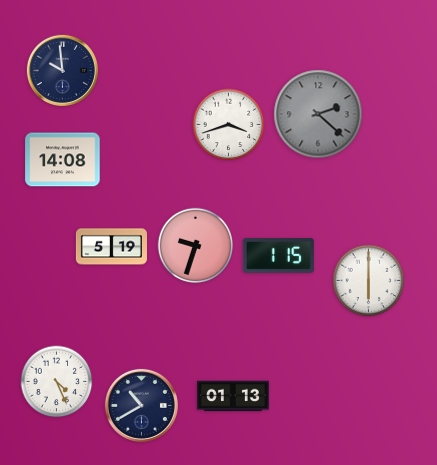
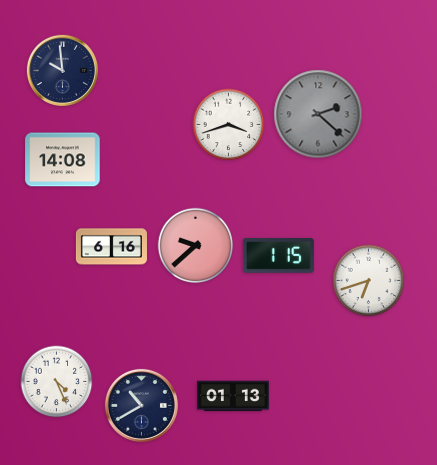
clock at (196, 246): 9:33 -> 9:38
clock at (111, 247): 5:19 -> 6:16
clock at (369, 281): 6:00 -> 6:42
